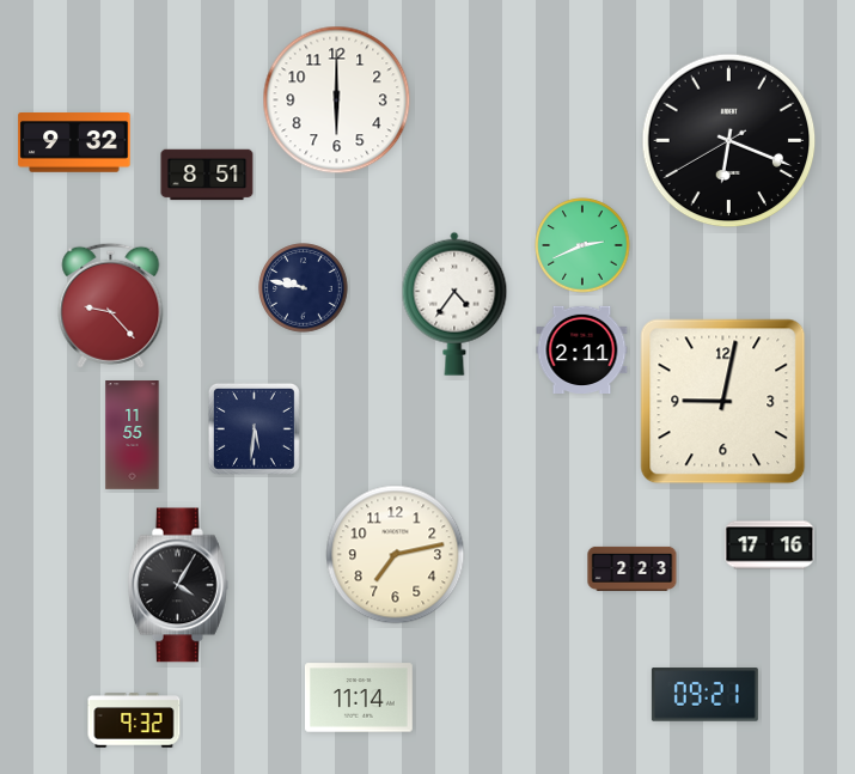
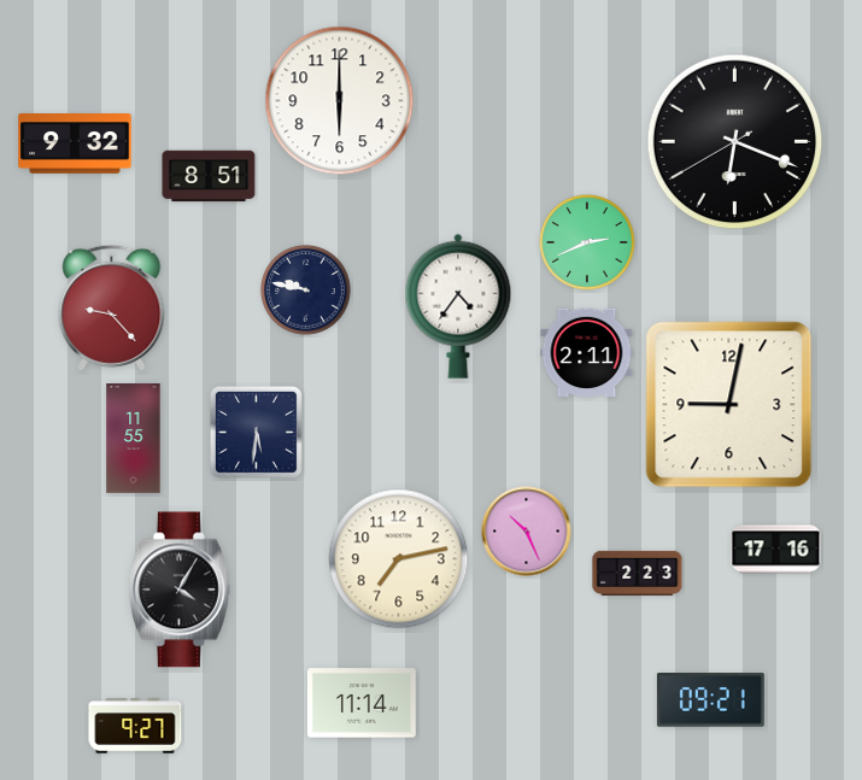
clock at (582, 245) position: (582, 245) -> (587, 242)
clock at (527, 532): none -> 10:26
clock at (134, 720): 9:32 -> 9:27
